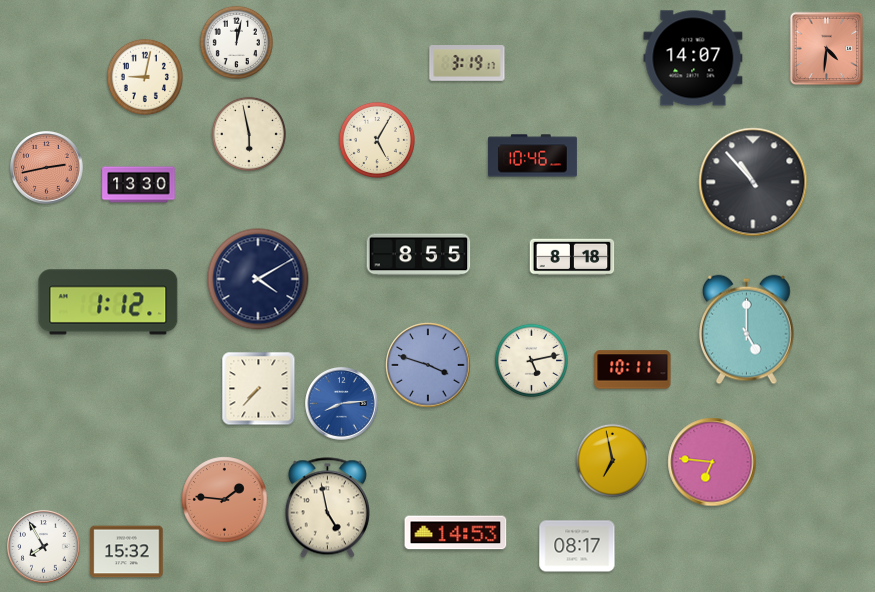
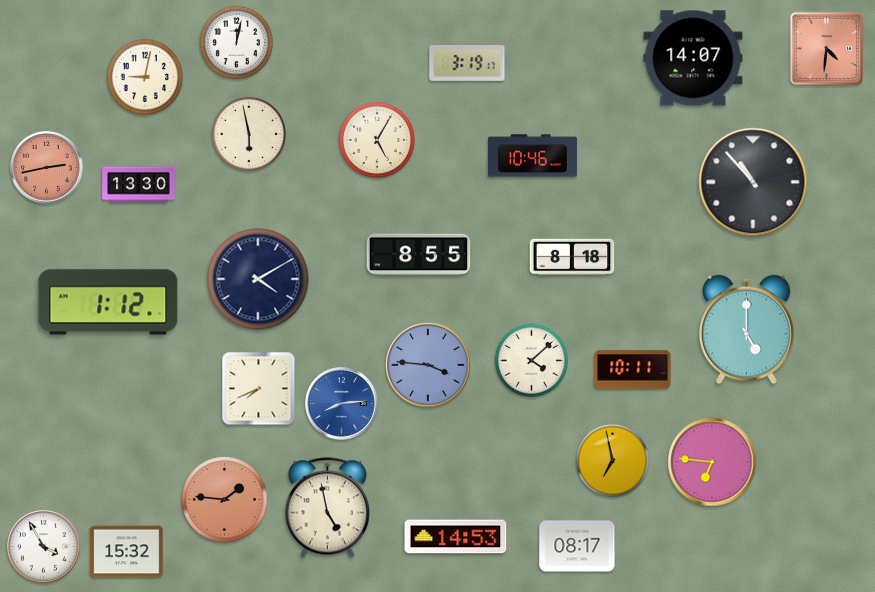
clock at (531, 360): 5:13 -> 4:08
clock at (428, 365): 3:48 -> 3:46
clock at (259, 389): 7:37 -> 7:41
clock at (456, 533) position: (456, 533) -> (456, 537)
clock at (44, 547): 7:55 -> 3:55
